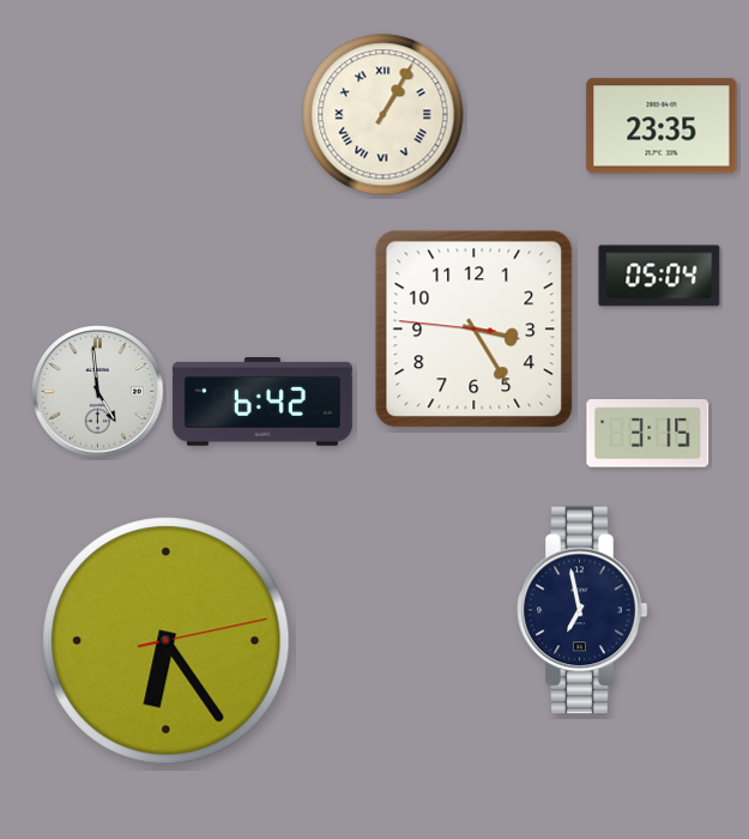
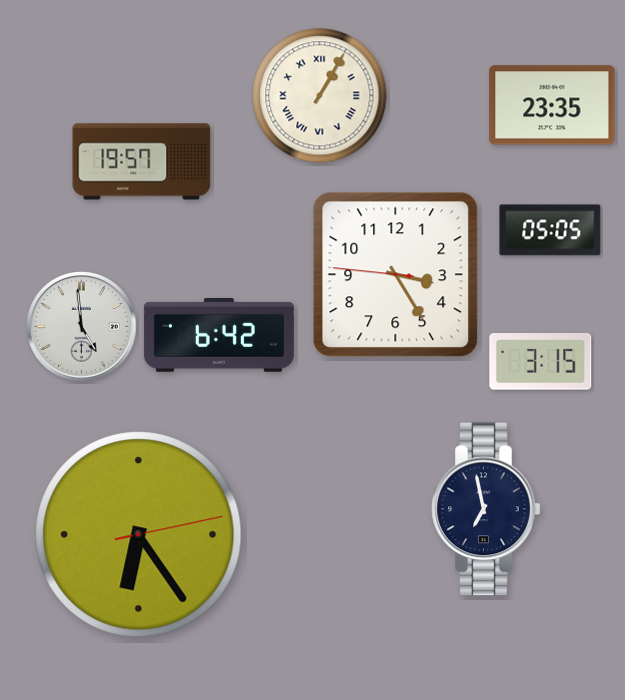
clock at (142, 162): none -> 19:57
clock at (659, 276): 05:04 -> 05:05
